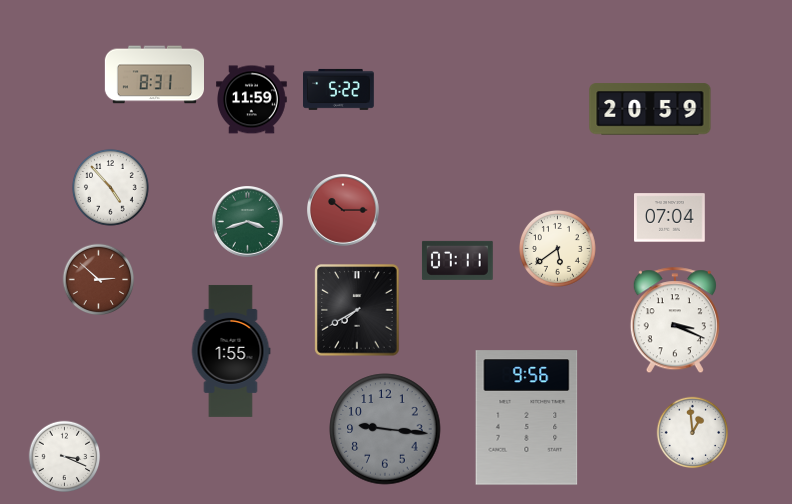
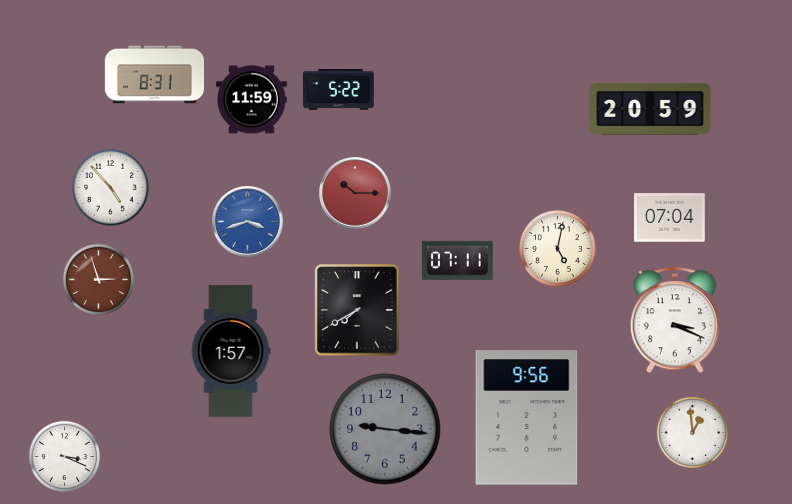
clock at (343, 210) position: (343, 210) -> (355, 193)
clock at (248, 222) dial: green -> blue
clock at (557, 248): 5:39 -> 5:02
clock at (99, 280): 2:52 -> 2:57
clock at (231, 351): 1:55 -> 1:57
